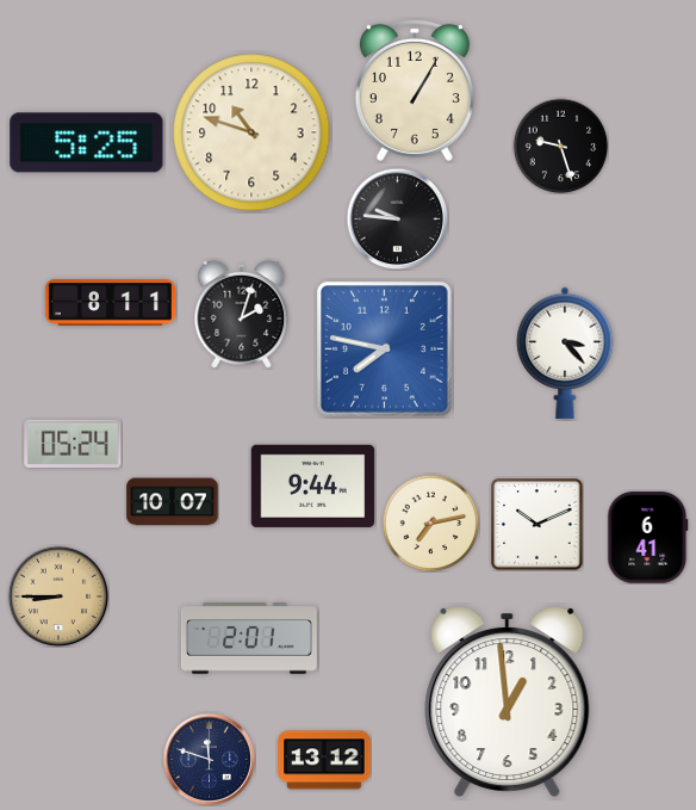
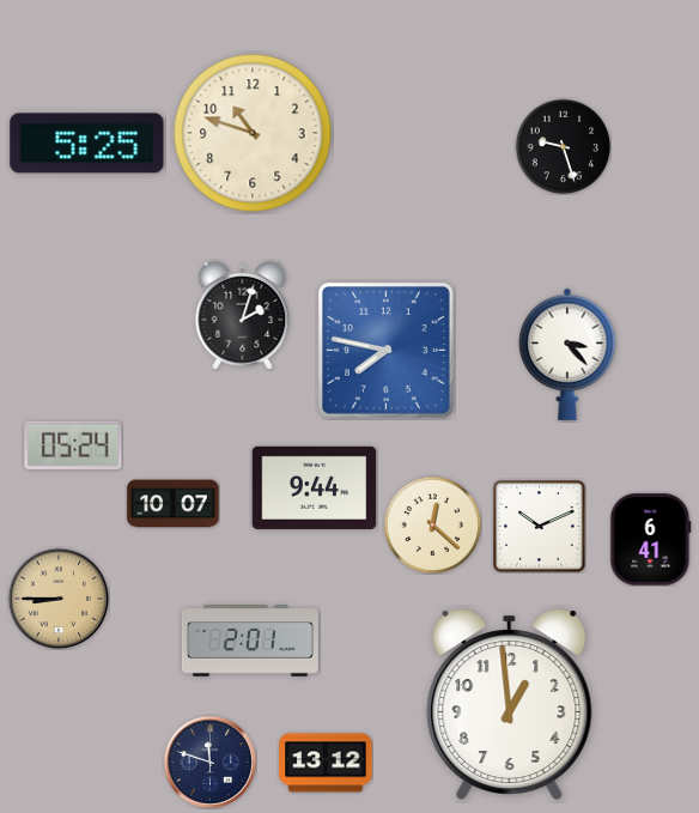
clock at (415, 91): 1:05 -> none
clock at (397, 218): 9:46 -> none
clock at (110, 303): 8:11 -> none
clock at (430, 523): 7:13 -> 12:22
